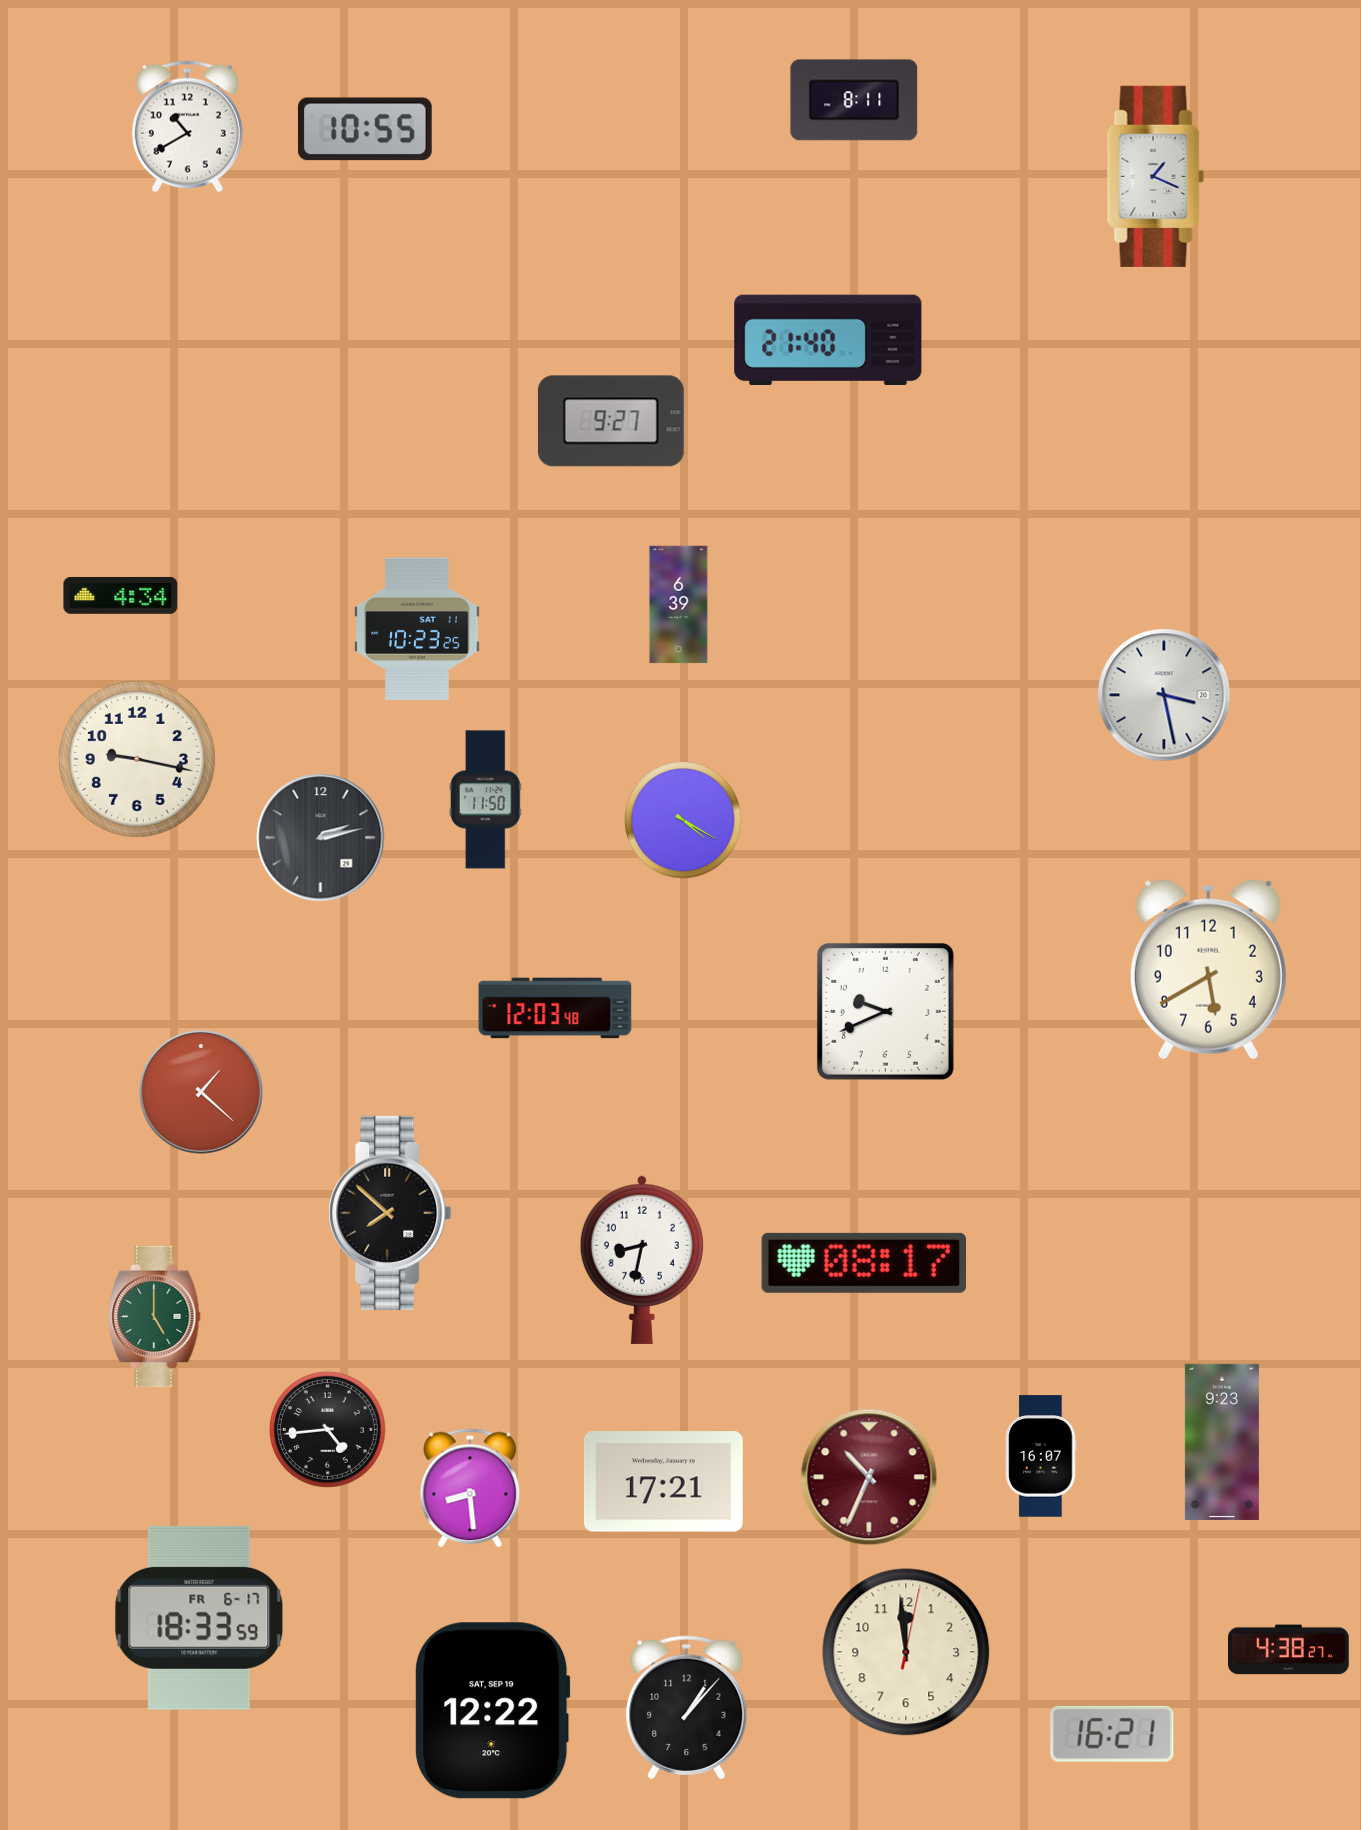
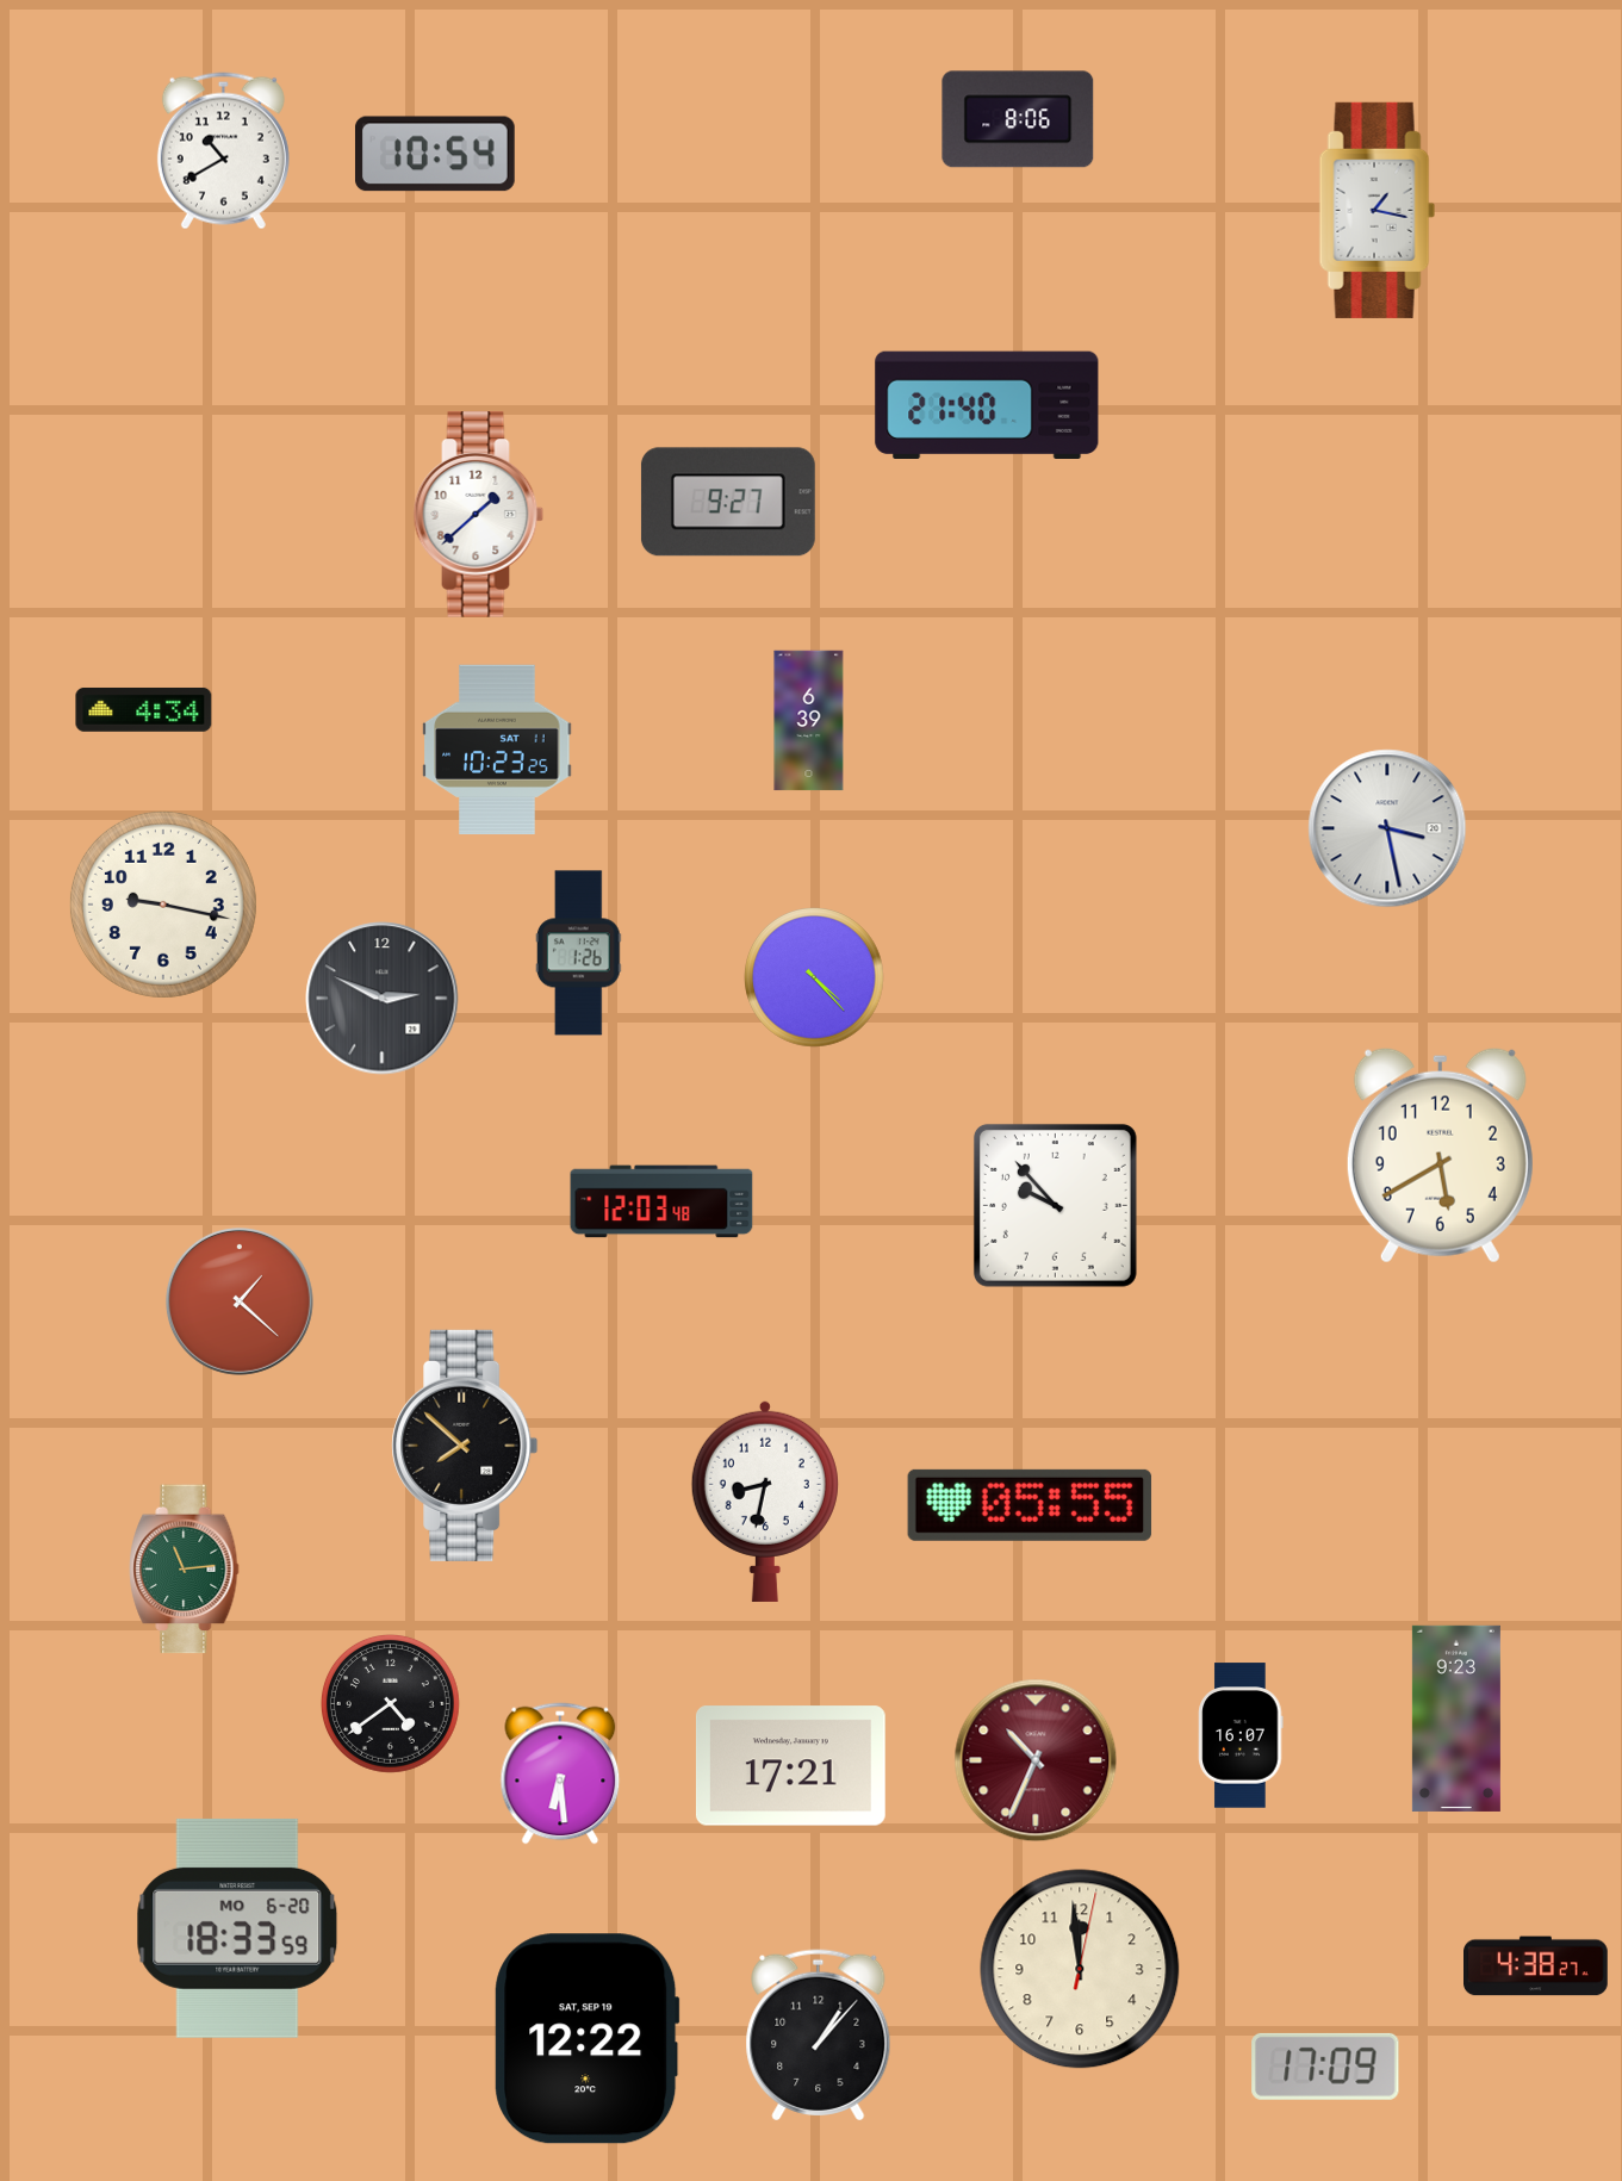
clock at (854, 100): 8:11 -> 8:06
clock at (365, 129): 10:55 -> 10:54
clock at (1156, 176): 1:19 -> 1:17
clock at (479, 515): none -> 1:38
clock at (485, 800): 11:50 -> 1:26
clock at (683, 820): 4:20 -> 4:23
clock at (321, 838): 2:13 -> 2:49
clock at (885, 1011): 9:41 -> 9:53
clock at (864, 1263): 08:17 -> 05:55
clock at (155, 1317): 5:00 -> 11:14
clock at (327, 1430): 4:44 -> 4:39
clock at (470, 1488): 8:29 -> 6:29
clock at (199, 1618) date: FR 6-17 -> MO 6-20
clock at (1112, 1734): 16:21 -> 17:09
